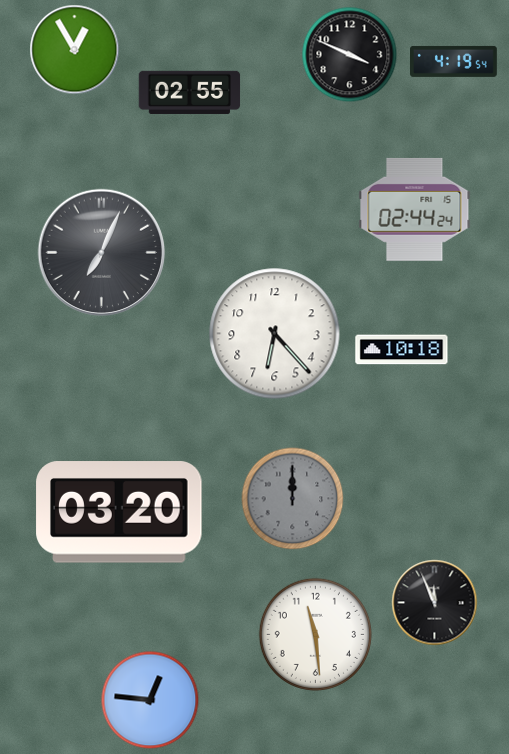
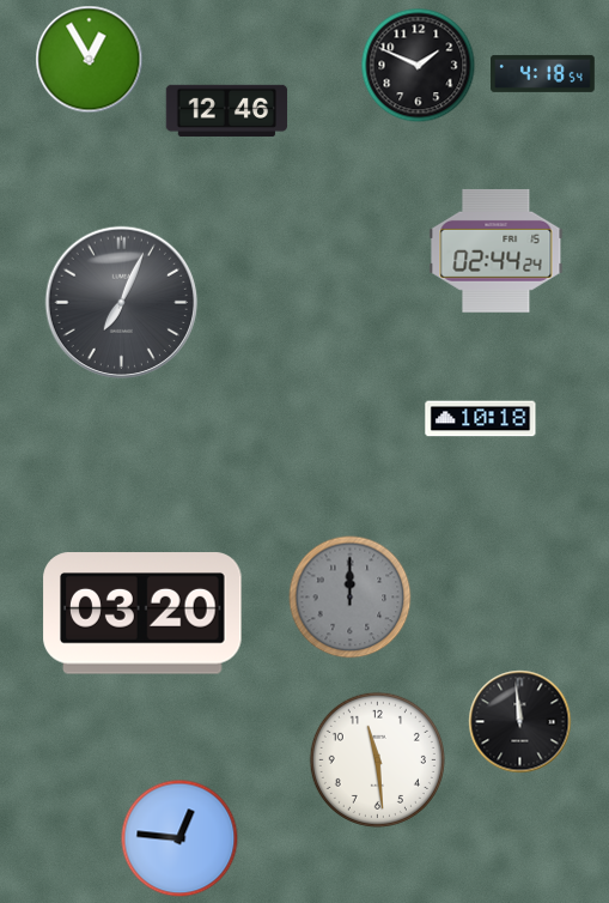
clock at (350, 55): 3:49 -> 1:49
clock at (454, 61): 4:19 -> 4:18
clock at (190, 92): 02:55 -> 12:46
clock at (275, 334): 6:23 -> none
clock at (435, 603): 11:56 -> 11:59
